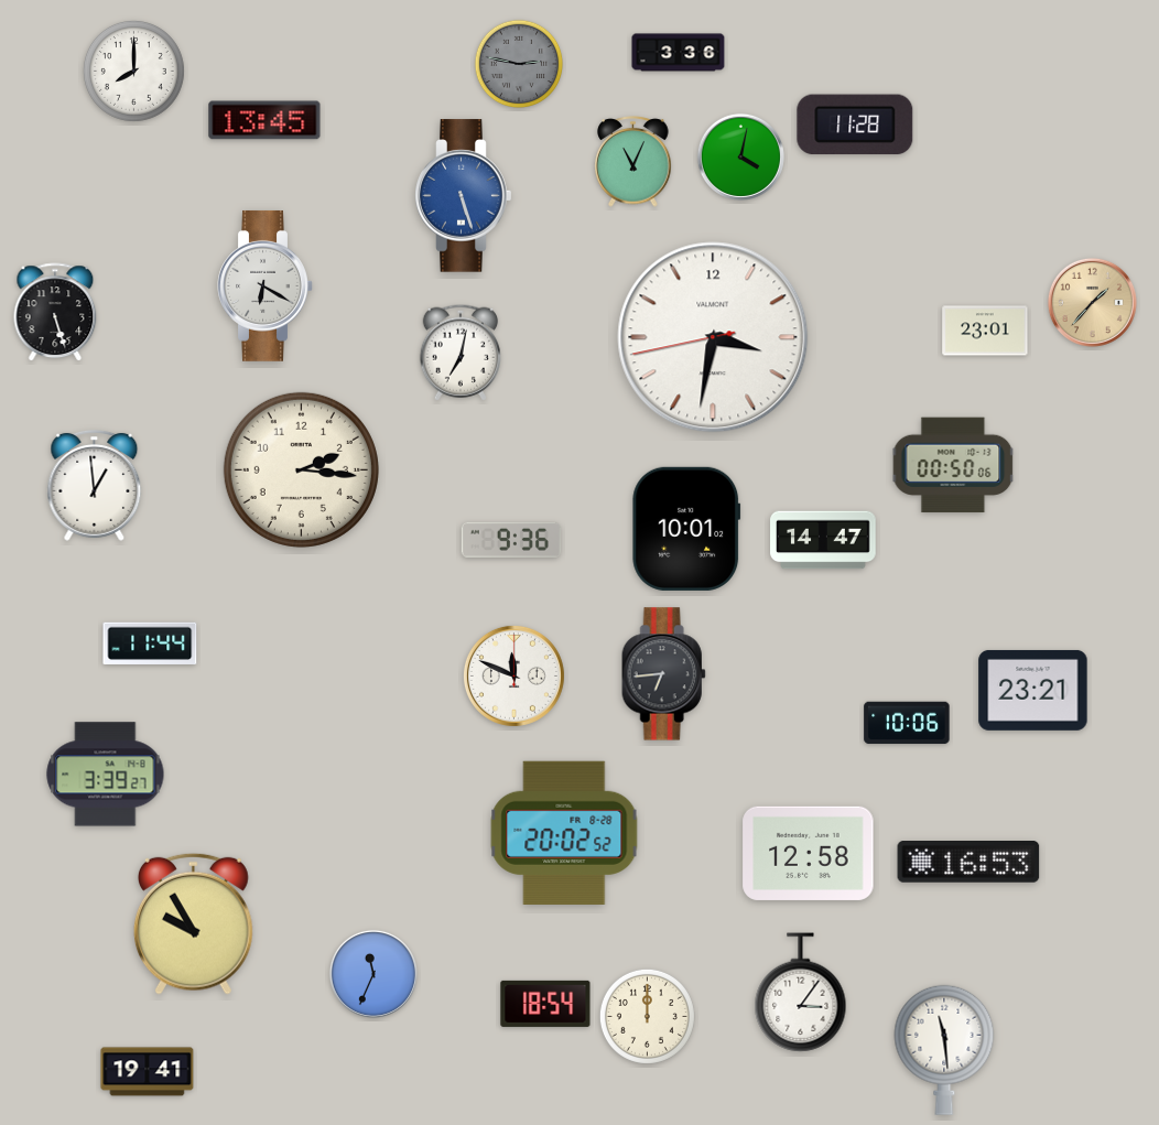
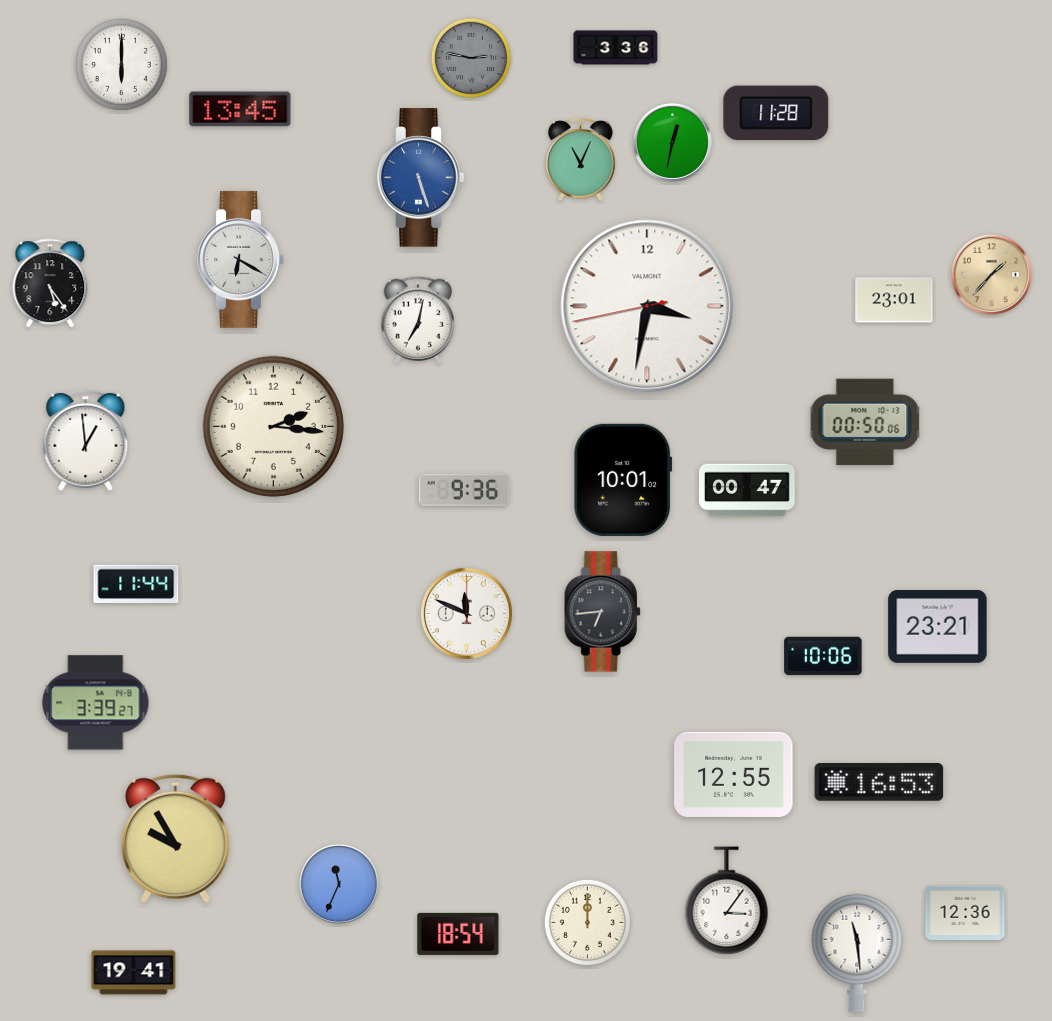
clock at (133, 71): 8:00 -> 6:00
clock at (740, 156): 4:02 -> 12:32
clock at (633, 162) position: (633, 162) -> (581, 160)
clock at (55, 313): 5:27 -> 5:24
clock at (823, 540): 14:47 -> 00:47
clock at (564, 833): 20:02 -> none
clock at (809, 853): 12:58 -> 12:55
clock at (545, 1004) position: (545, 1004) -> (458, 934)
clock at (965, 912): none -> 12:36
